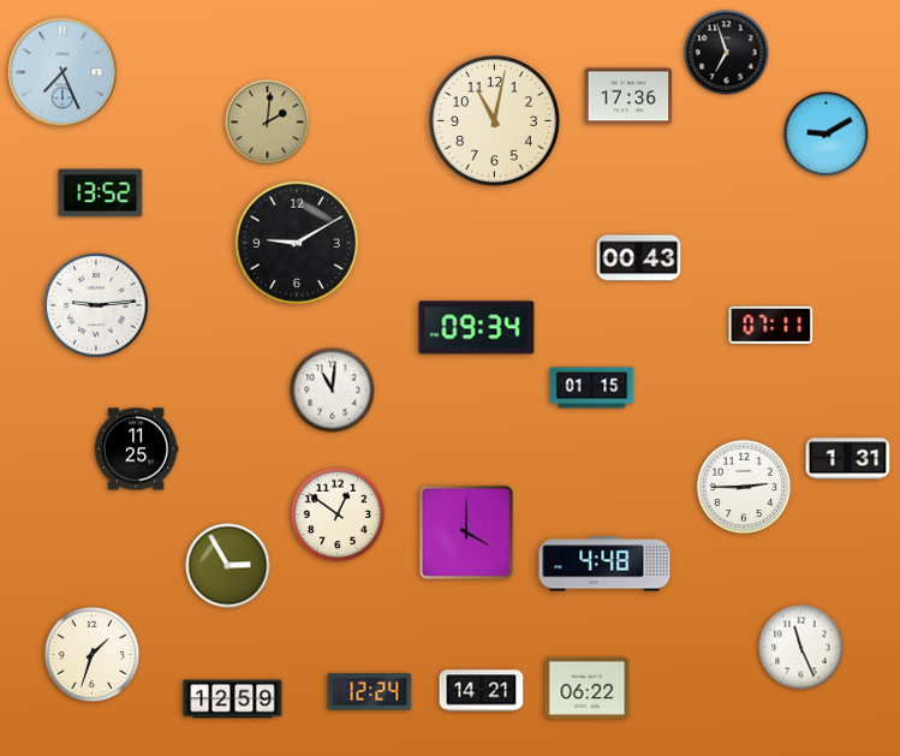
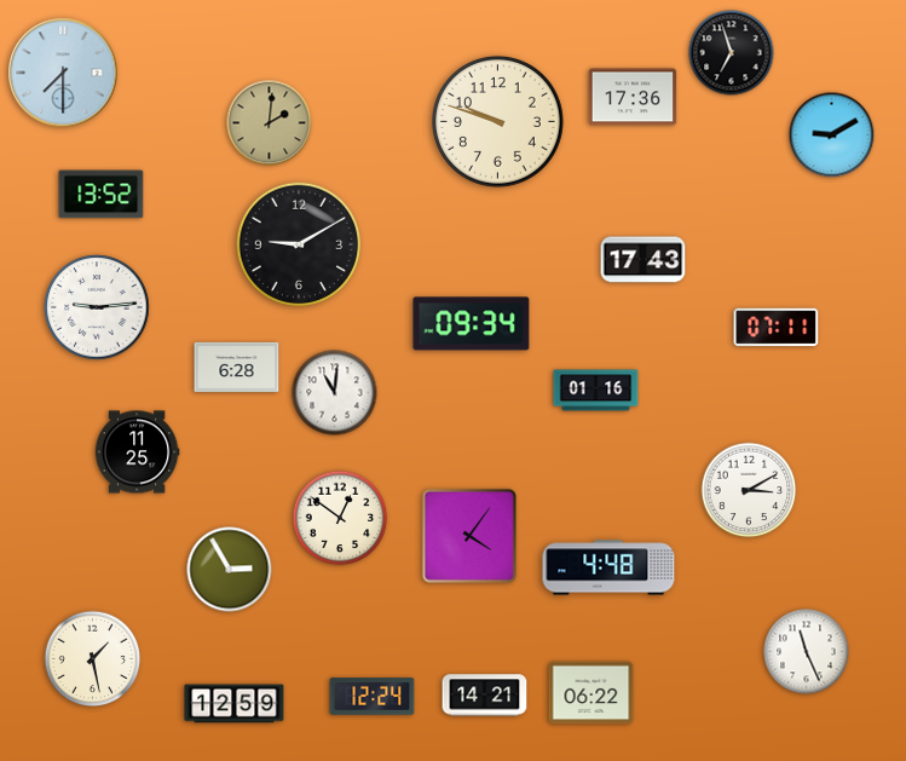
clock at (62, 72): 7:26 -> 7:30
clock at (495, 121): 11:02 -> 9:48
clock at (639, 258): 00:43 -> 17:43
clock at (477, 328) position: (477, 328) -> (472, 324)
clock at (237, 367): none -> 6:28
clock at (592, 388): 01:15 -> 01:16
clock at (848, 459): 1:31 -> none
clock at (744, 487): 2:45 -> 3:10
clock at (466, 532): 4:00 -> 4:06
clock at (93, 655): 1:33 -> 1:28
